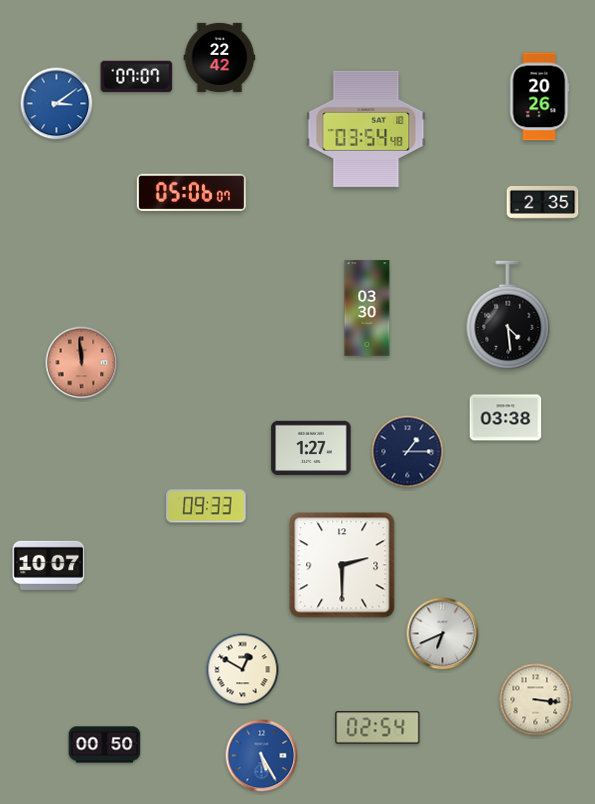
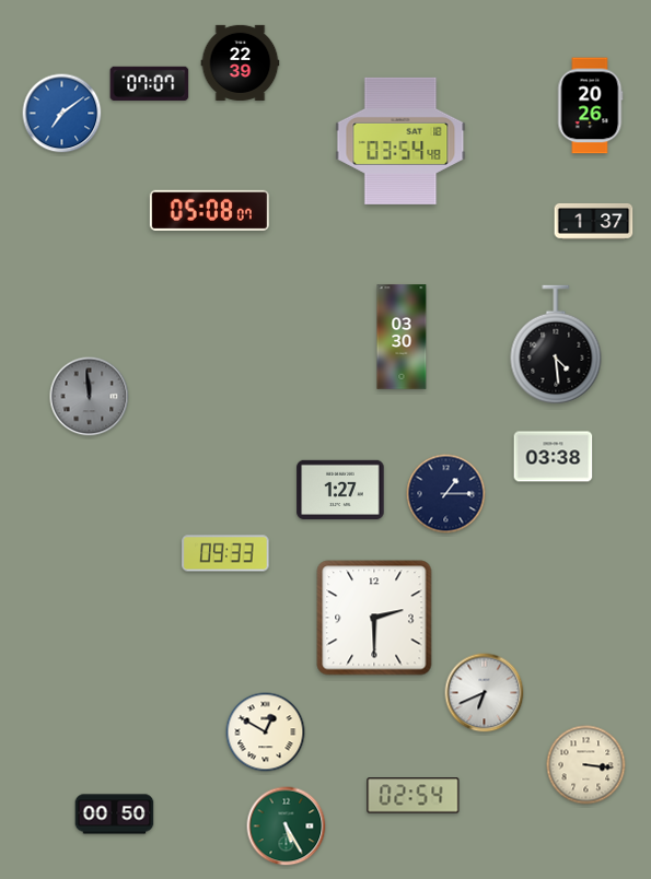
clock at (220, 57): 22:42 -> 22:39
clock at (57, 104): 3:09 -> 7:09
clock at (191, 192): 05:06 -> 05:08
clock at (543, 203): 2:35 -> 1:37
clock at (82, 363) dial: salmon -> grey
clock at (49, 565): 10:07 -> none
clock at (262, 756) dial: blue -> green
